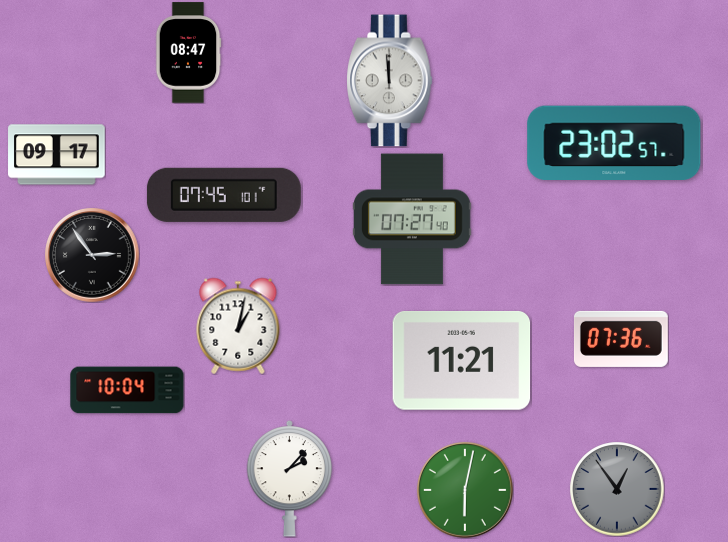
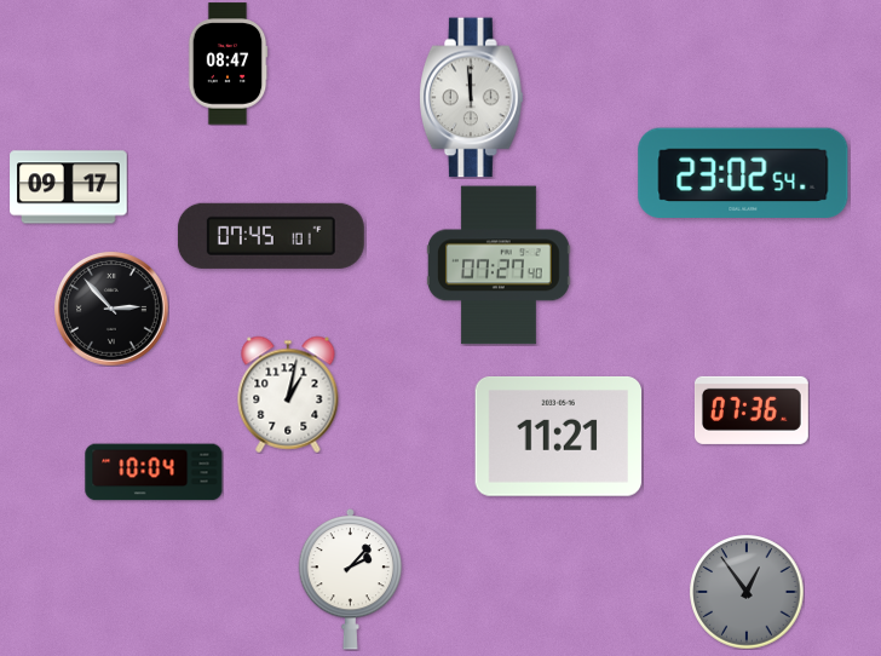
clock at (614, 142): 23:02:57 -> 23:02:54
clock at (92, 255): 2:54 -> 2:53
clock at (465, 490): 6:02 -> none
